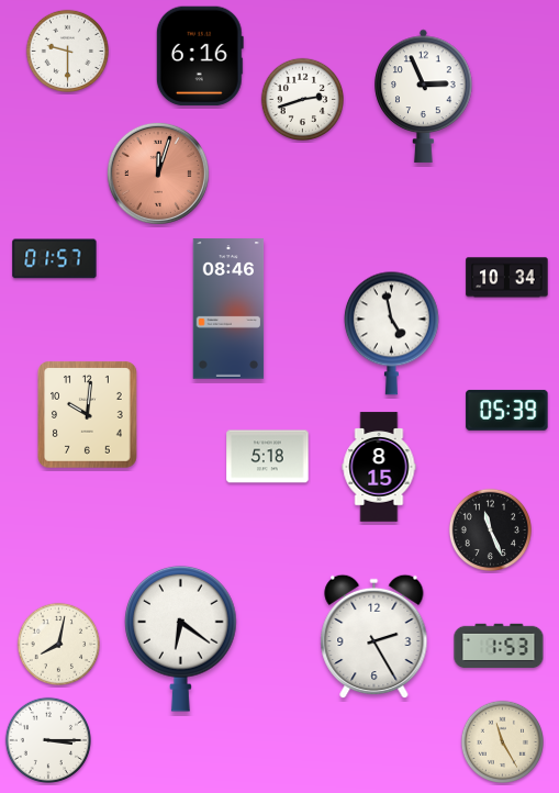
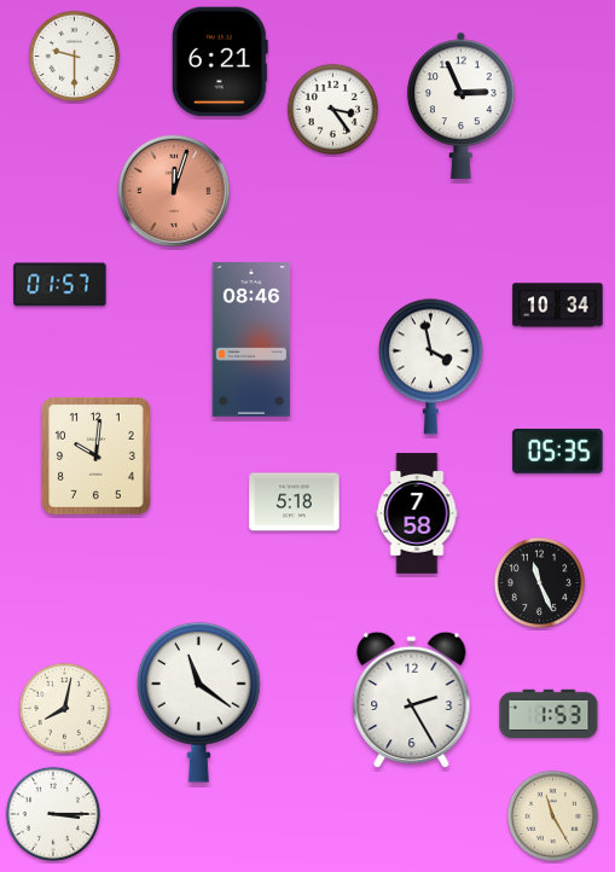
clock at (200, 56): 6:16 -> 6:21
clock at (424, 96) position: (424, 96) -> (462, 105)
clock at (302, 99): 2:42 -> 3:24
clock at (391, 333): 4:58 -> 3:58
clock at (507, 410): 05:39 -> 05:35
clock at (379, 467): 8:15 -> 7:58
clock at (181, 638): 6:21 -> 11:21
clock at (499, 646) position: (499, 646) -> (549, 714)
